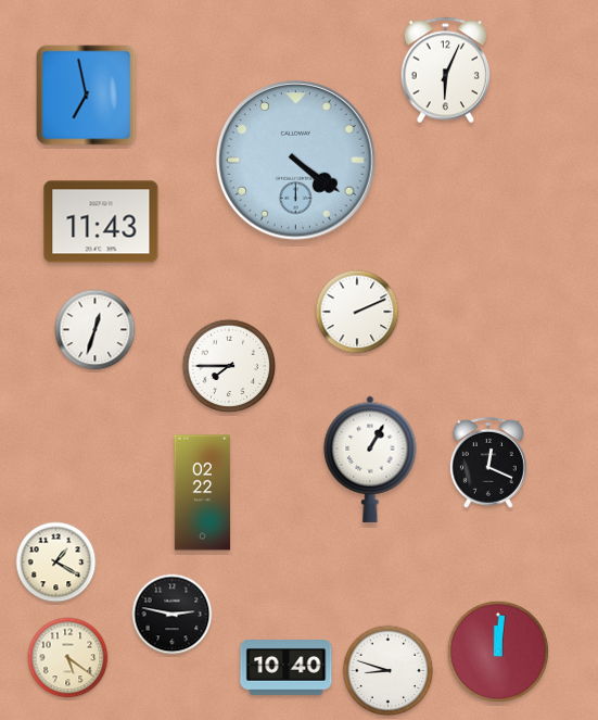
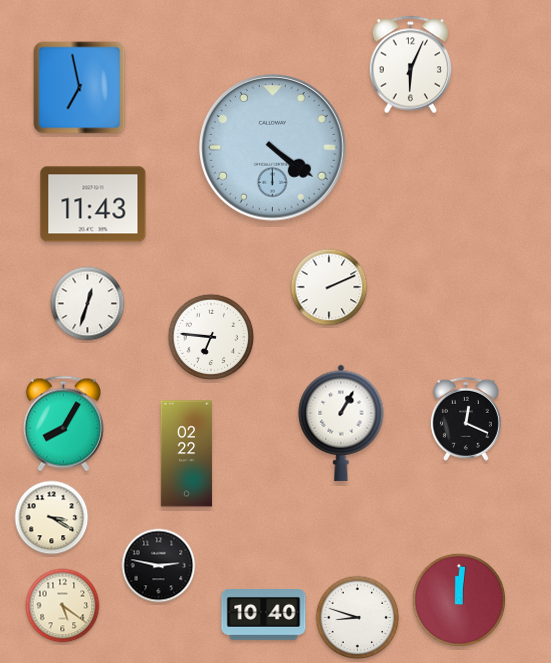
clock at (229, 366): 7:45 -> 6:46
clock at (63, 424): none -> 8:05
clock at (488, 463) position: (488, 463) -> (466, 419)
clock at (56, 563): 1:20 -> 3:20
